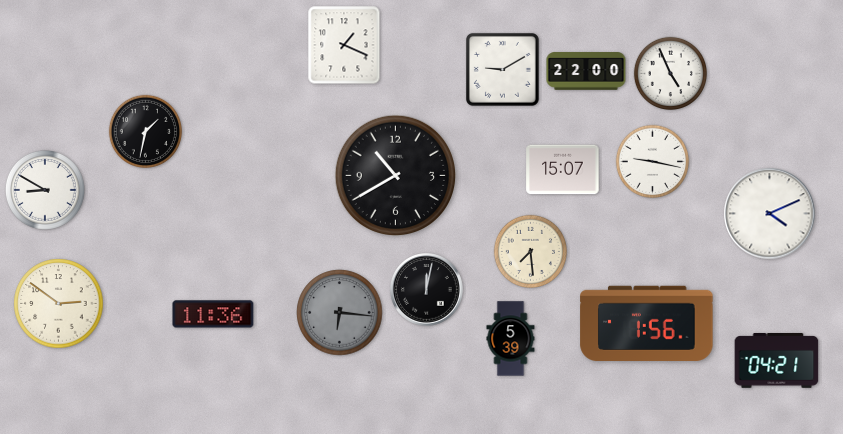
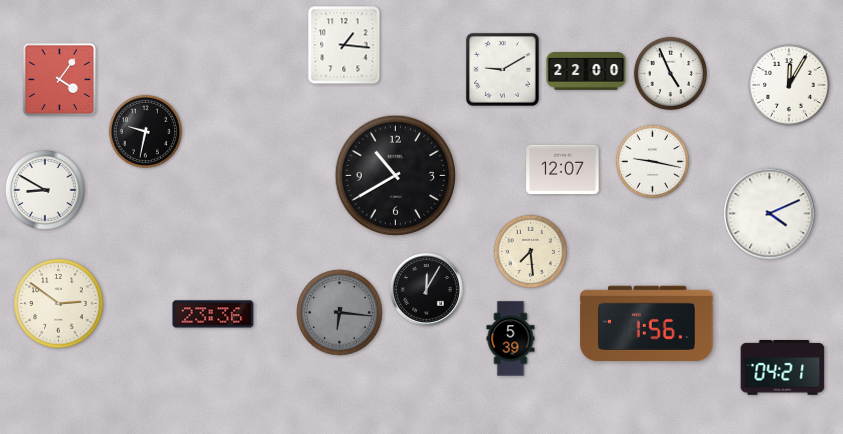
clock at (344, 45): 1:19 -> 1:16
clock at (60, 80): none -> 4:06
clock at (790, 86): none -> 12:05
clock at (145, 131): 1:32 -> 9:32
clock at (563, 170): 15:07 -> 12:07
clock at (427, 290): 12:02 -> 12:05
clock at (213, 314): 11:36 -> 23:36
clock at (777, 361) position: (777, 361) -> (783, 368)
